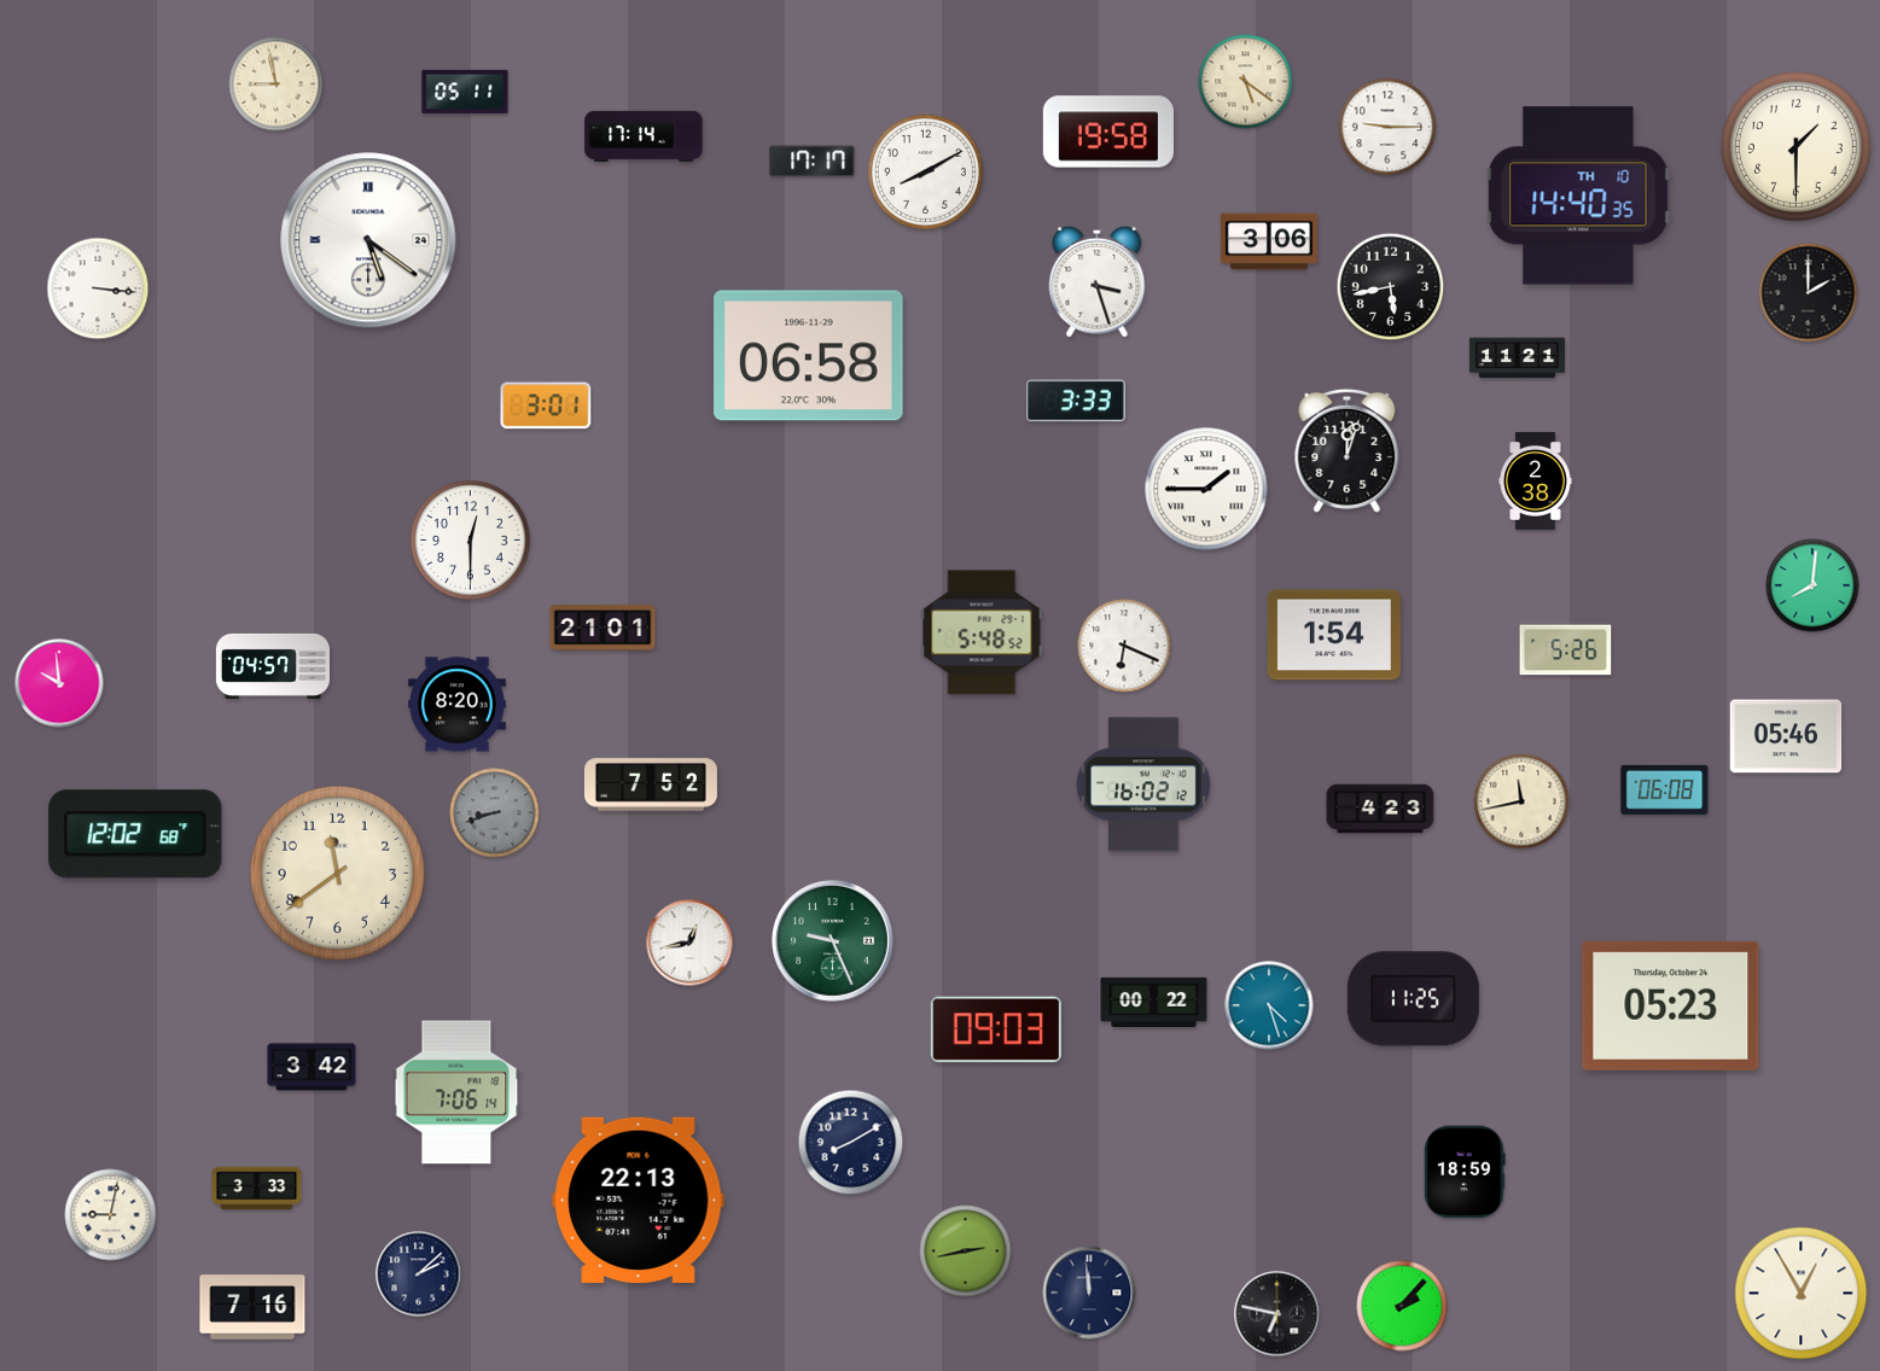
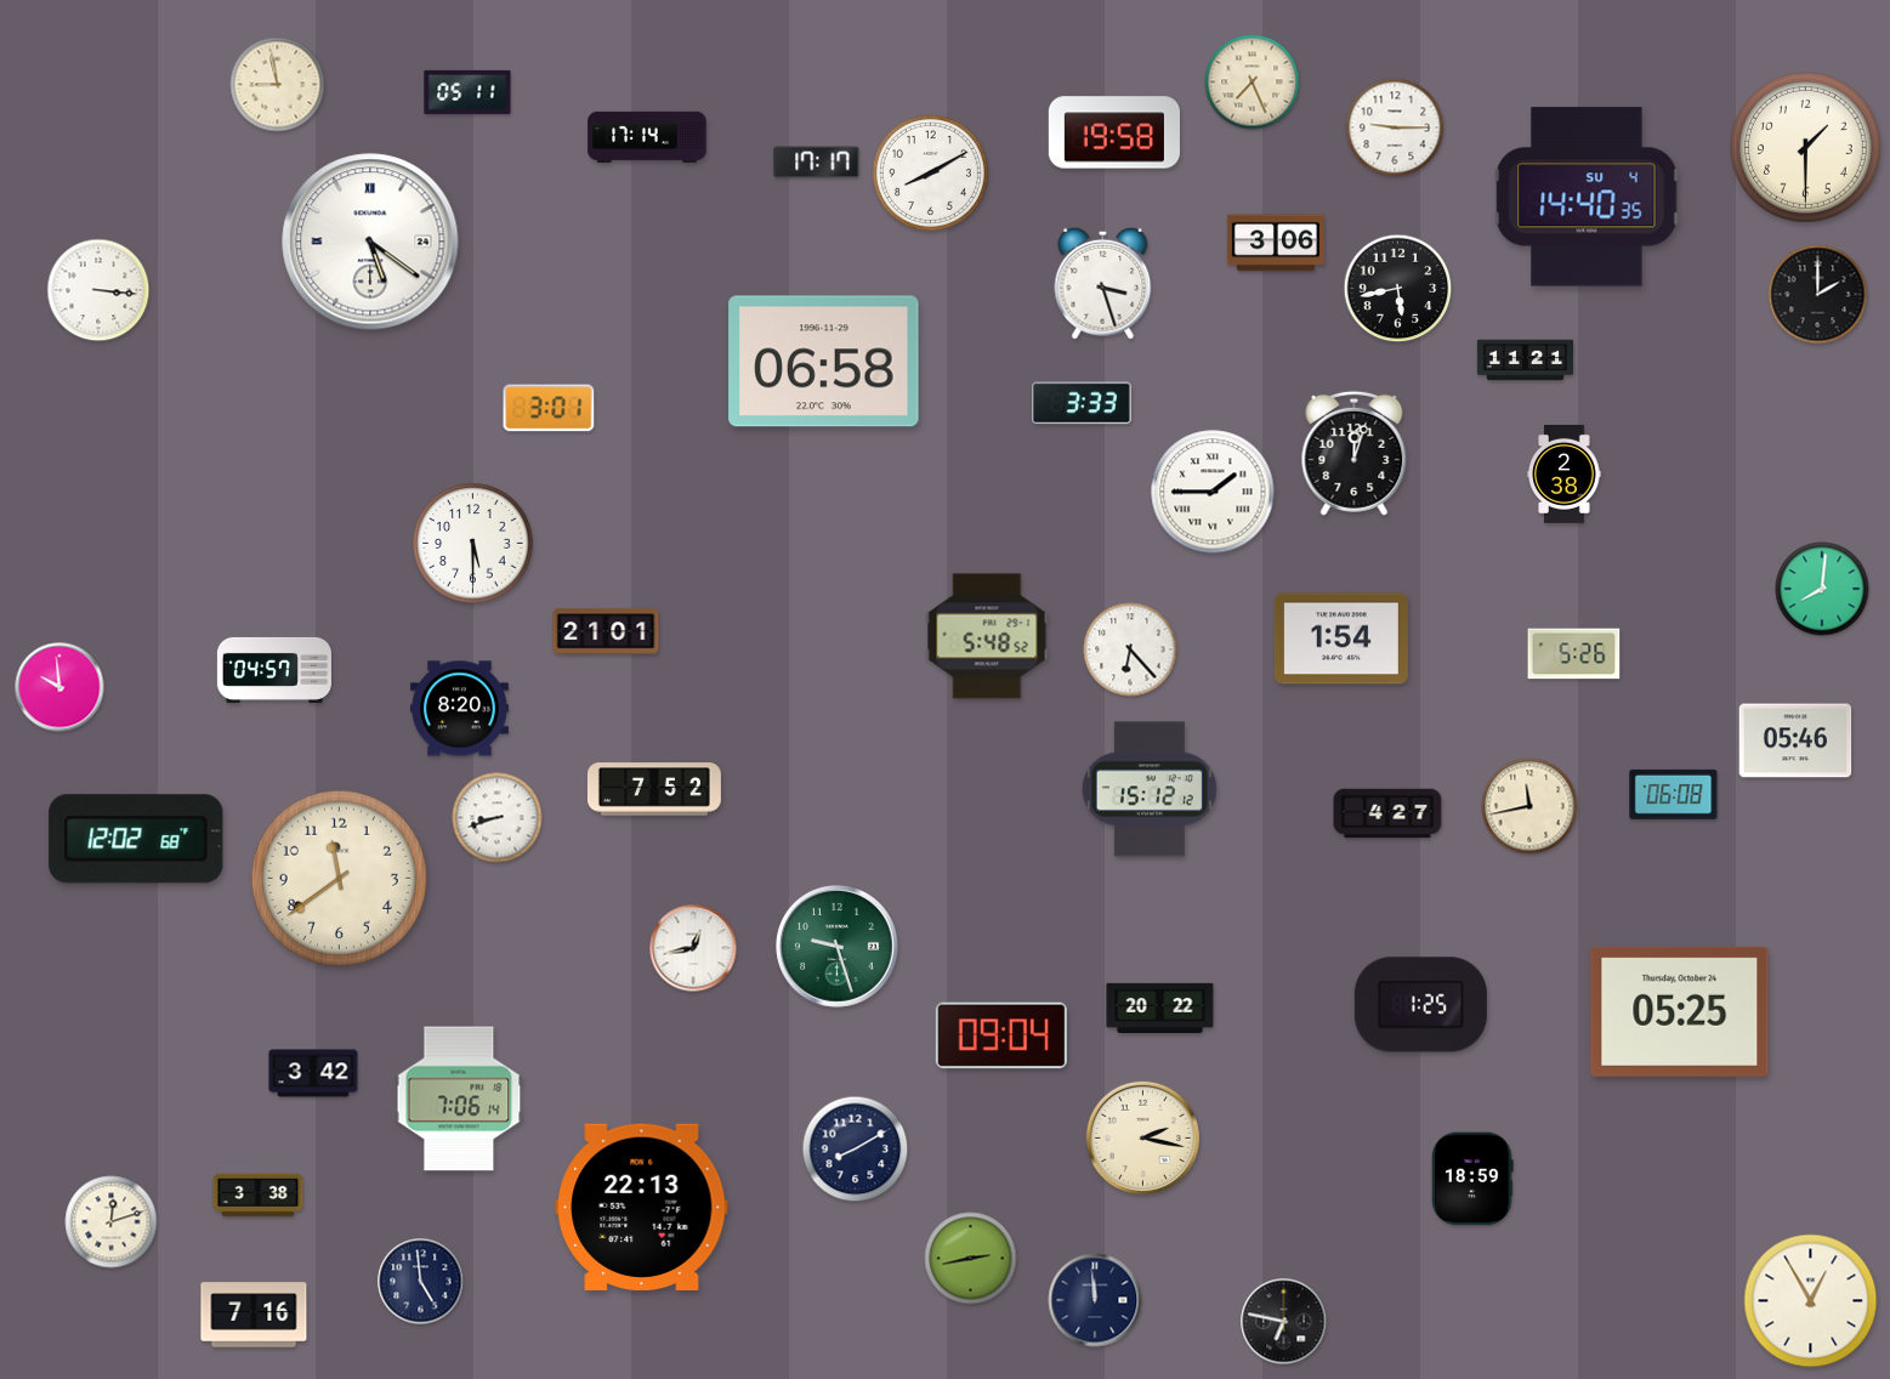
clock at (1246, 82): 5:21 -> 7:26
clock at (1578, 196) date: TH 10 -> SU 4
clock at (809, 356) position: (809, 356) -> (824, 362)
clock at (1536, 480) position: (1536, 480) -> (1565, 473)
clock at (471, 541): 12:30 -> 5:30
clock at (1124, 646): 6:19 -> 6:23
clock at (1143, 784): 16:02 -> 15:12
clock at (1380, 809): 4:23 -> 4:27
clock at (495, 813) dial: grey -> white
clock at (833, 941): 9:26 -> 9:27
clock at (1413, 999): 11:25 -> 1:25
clock at (1154, 1002): 00:22 -> 20:22
clock at (1269, 1005): 4:27 -> none
clock at (1671, 1005): 05:23 -> 05:25
clock at (996, 1029): 09:03 -> 09:04
clock at (1142, 1137): none -> 2:17
clock at (257, 1189): 3:33 -> 3:38
clock at (111, 1215): 9:02 -> 12:12
clock at (419, 1274): 2:08 -> 4:59
clock at (1402, 1306): 2:07 -> none
